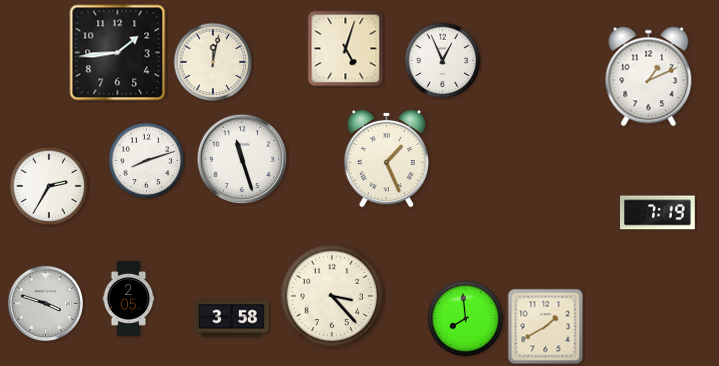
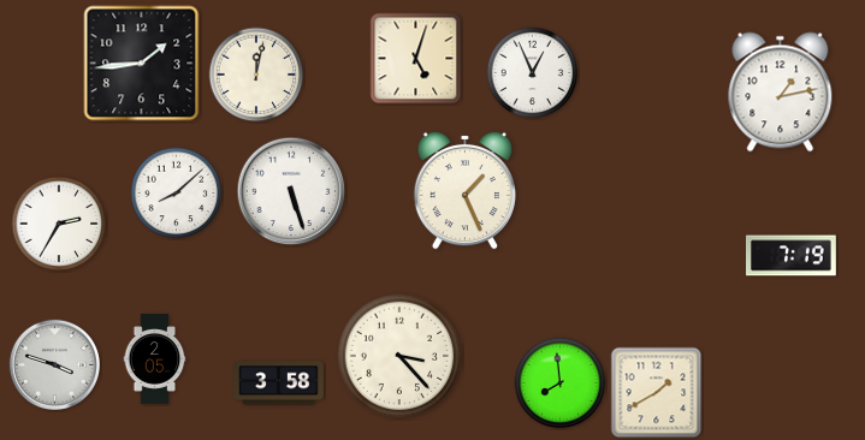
clock at (649, 77): 1:11 -> 1:13
clock at (242, 159): 11:27 -> 5:27
clock at (147, 161): 8:12 -> 8:08
